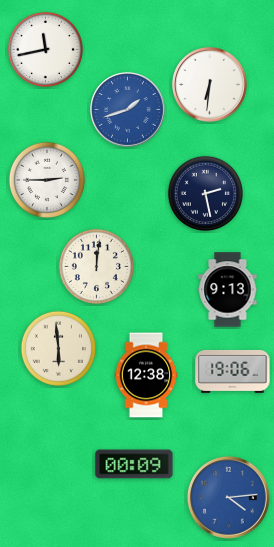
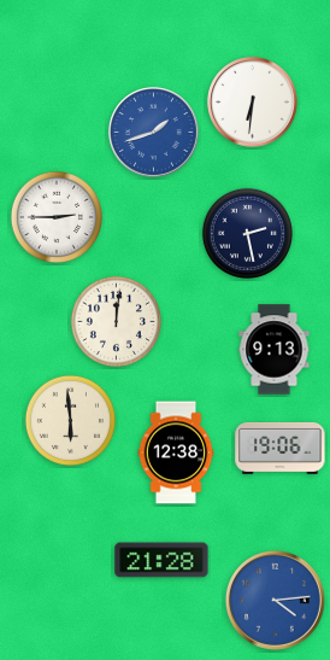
clock at (45, 49): 11:43 -> none
clock at (134, 464): 00:09 -> 21:28
